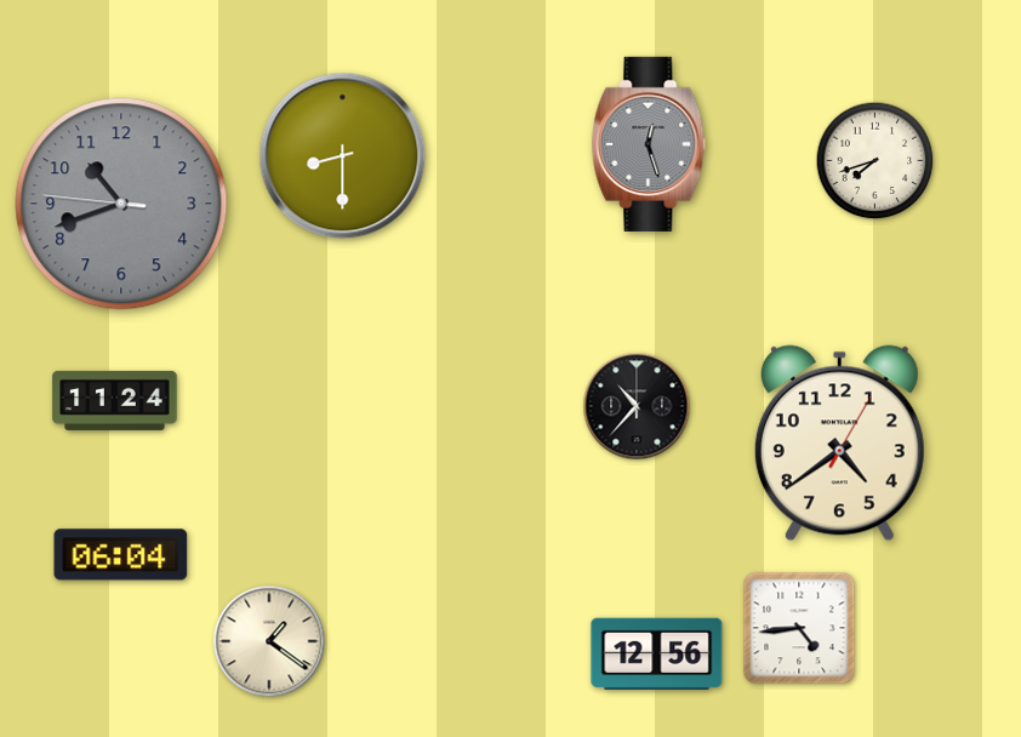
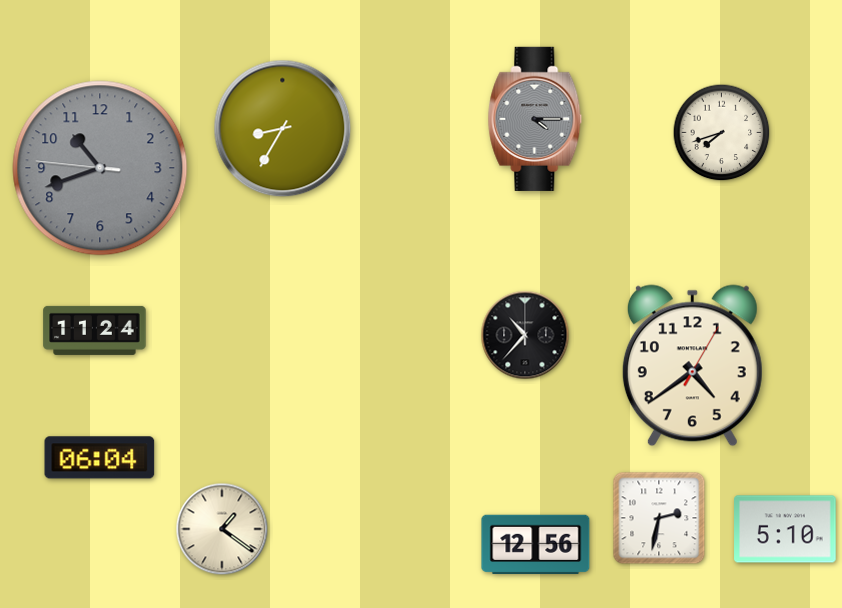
clock at (649, 144): 12:27 -> 4:15
clock at (343, 156): 8:30 -> 8:35
clock at (799, 628): 4:44 -> 2:32
clock at (785, 529): none -> 5:10
clock at (657, 655) position: (657, 655) -> (536, 545)
